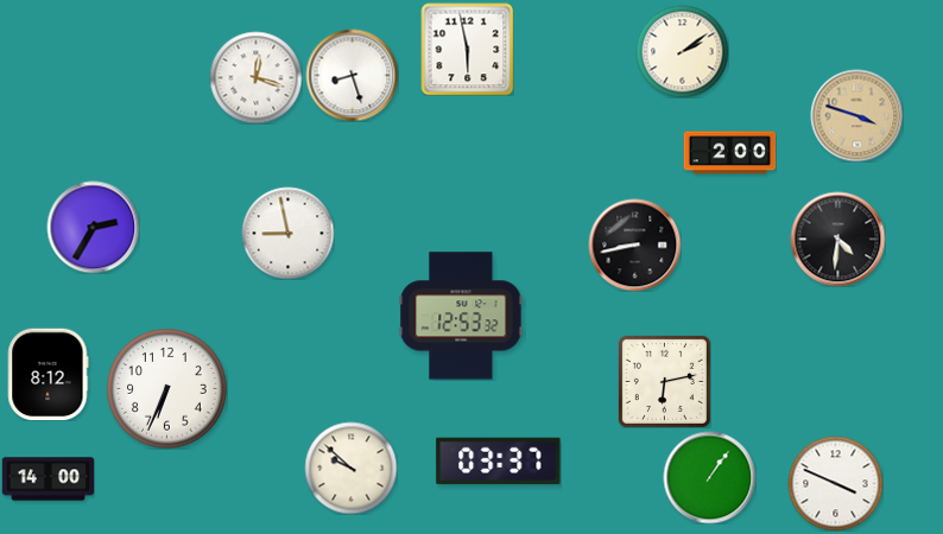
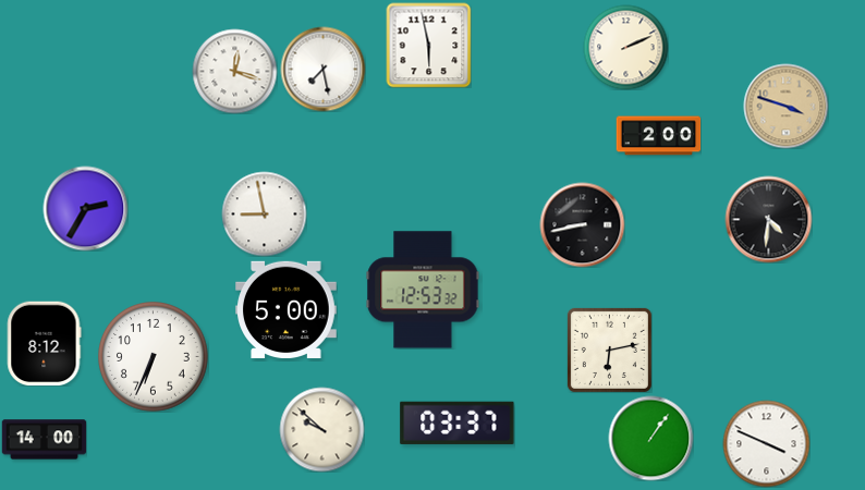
clock at (682, 51): 2:09 -> 2:11
clock at (352, 75): 8:27 -> 7:28
clock at (729, 153) position: (729, 153) -> (658, 136)
clock at (287, 309): none -> 5:00
